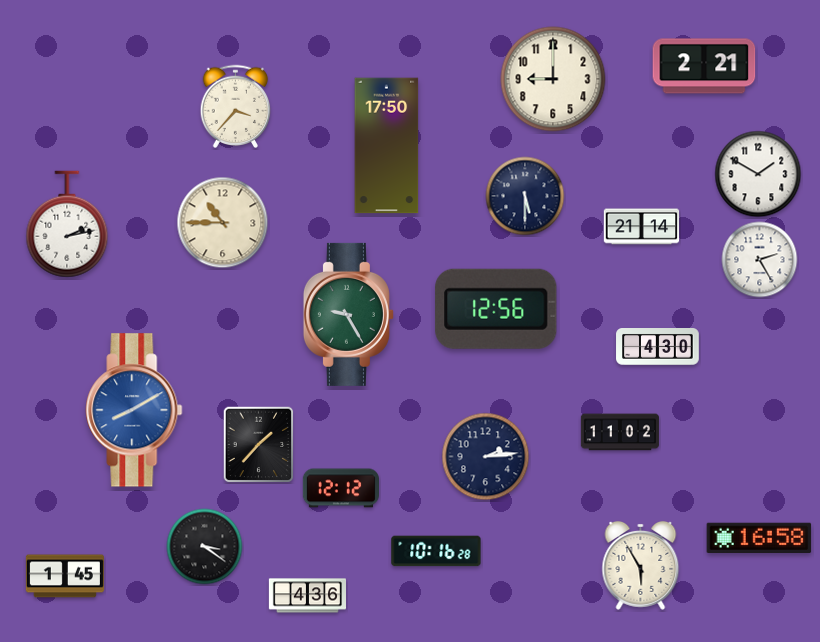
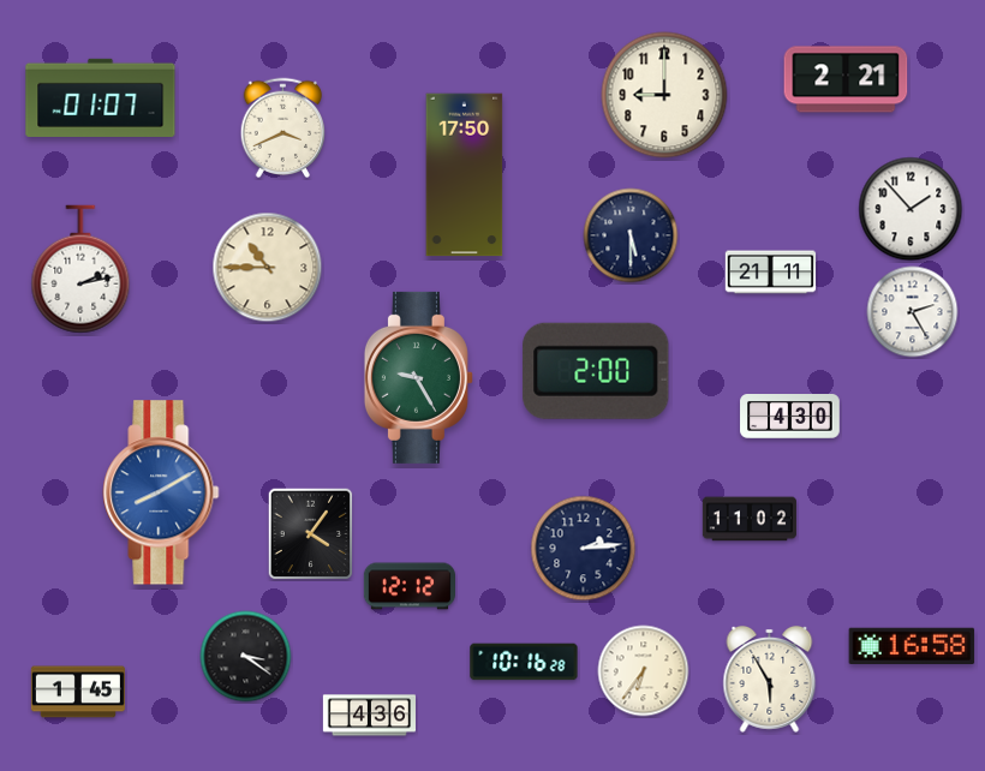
clock at (101, 97): none -> 01:07
clock at (236, 106): 3:37 -> 3:41
clock at (758, 174): 1:50 -> 1:53
clock at (642, 227): 21:14 -> 21:11
clock at (496, 309): 12:56 -> 2:00
clock at (620, 432) position: (620, 432) -> (750, 519)
clock at (259, 445): 1:37 -> 4:06
clock at (644, 671): none -> 6:36
